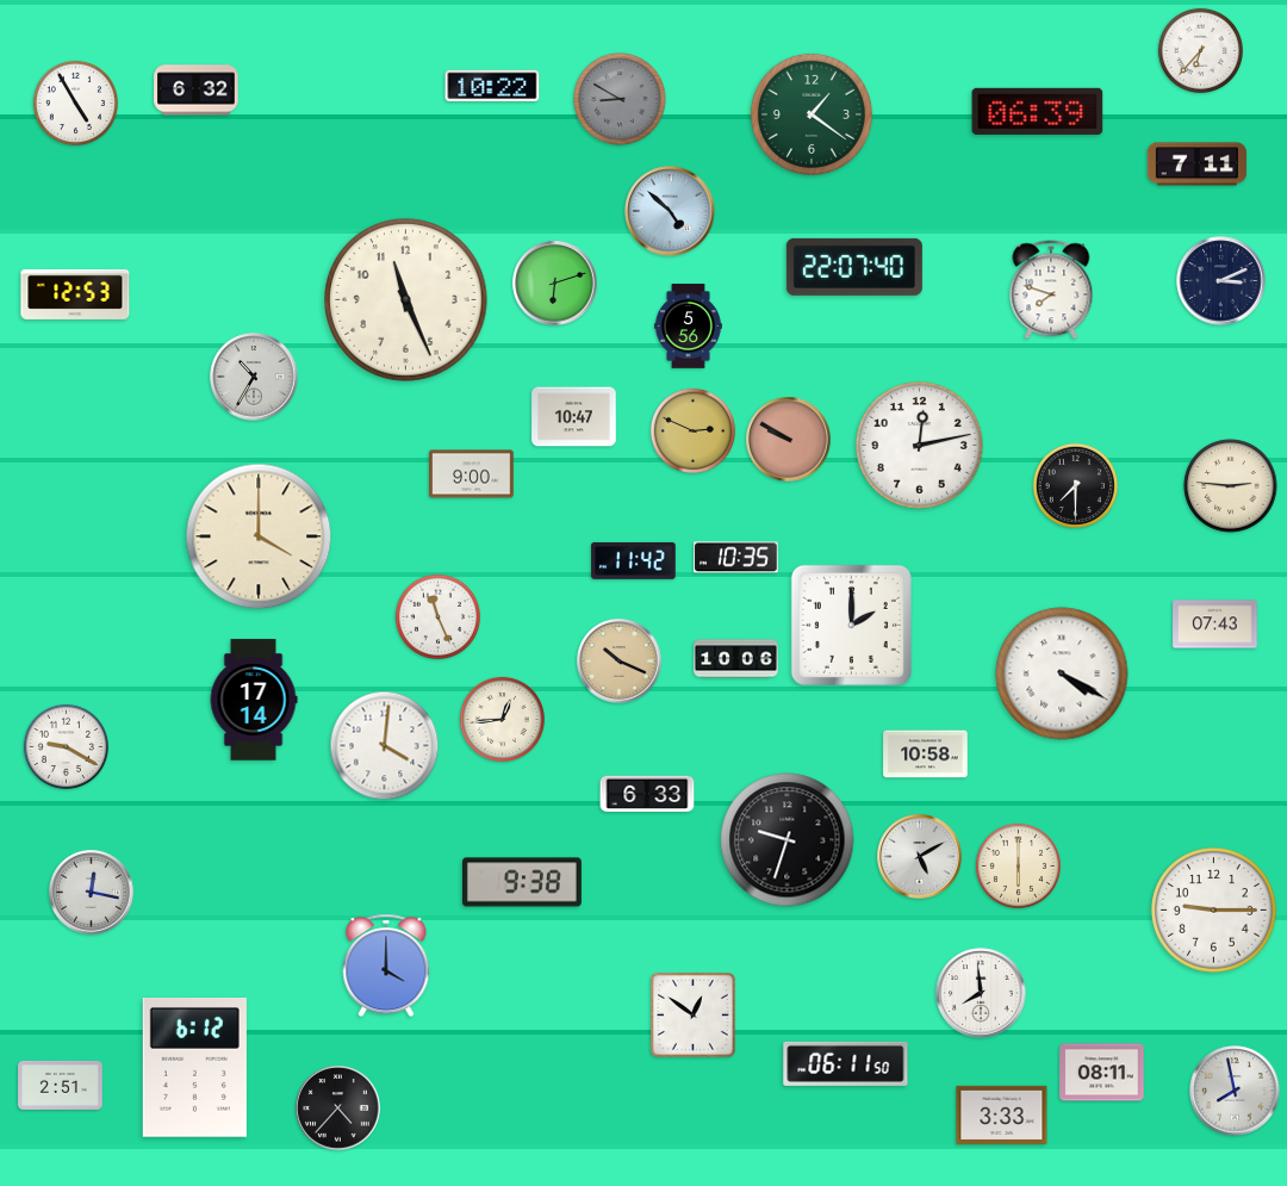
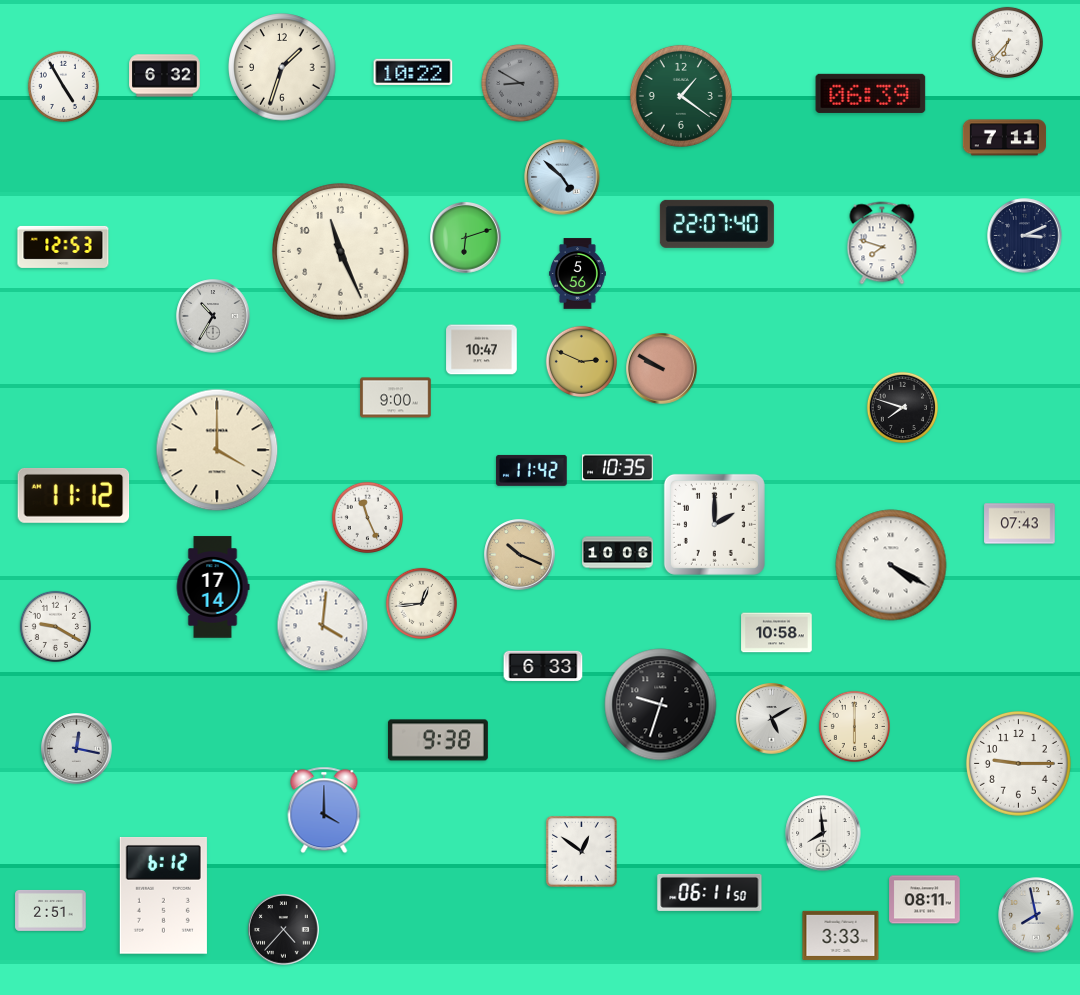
clock at (282, 67): none -> 1:33
clock at (920, 446): 12:13 -> none
clock at (1075, 485): 7:30 -> 7:48
clock at (1231, 486): 2:46 -> none
clock at (74, 495): none -> 11:12
